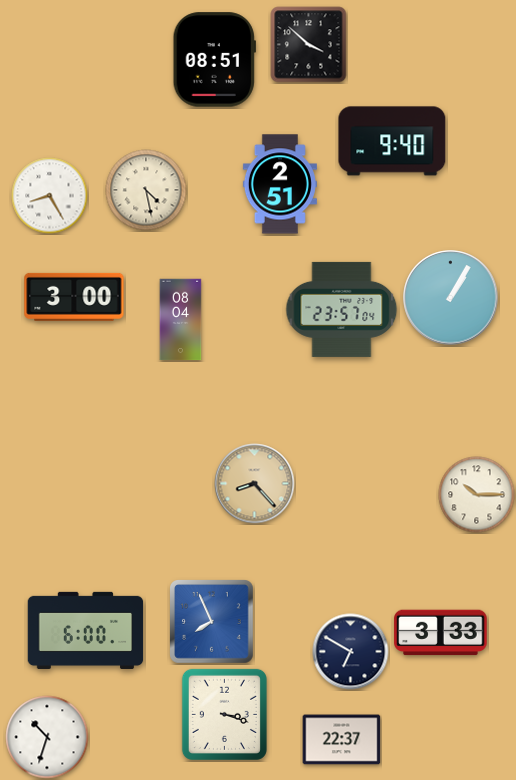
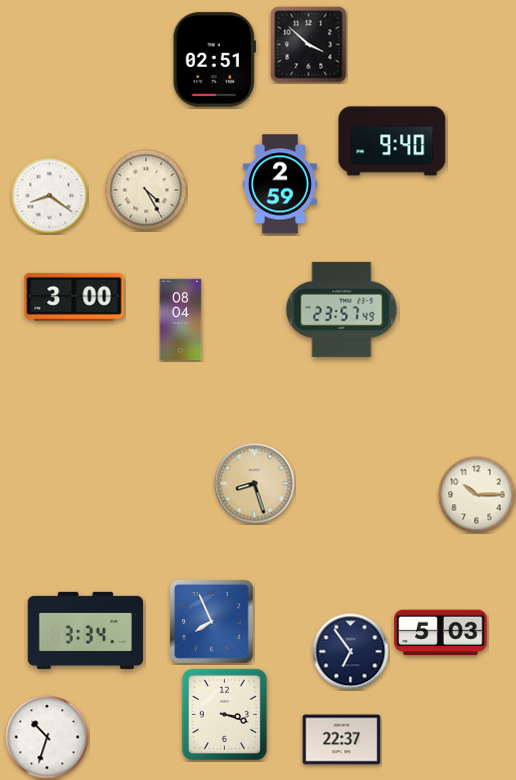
clock at (214, 60): 08:51 -> 02:51
clock at (280, 184): 2:51 -> 2:59
clock at (146, 190): 4:28 -> 4:25
clock at (50, 196): 8:25 -> 8:21
clock at (451, 298): 1:05 -> none
clock at (342, 309): 23:57:04 -> 23:57:49
clock at (255, 484): 8:23 -> 8:27
clock at (86, 630): 6:00 -> 3:34
clock at (441, 633): 3:33 -> 5:03
clock at (351, 652): 6:50 -> 6:54
